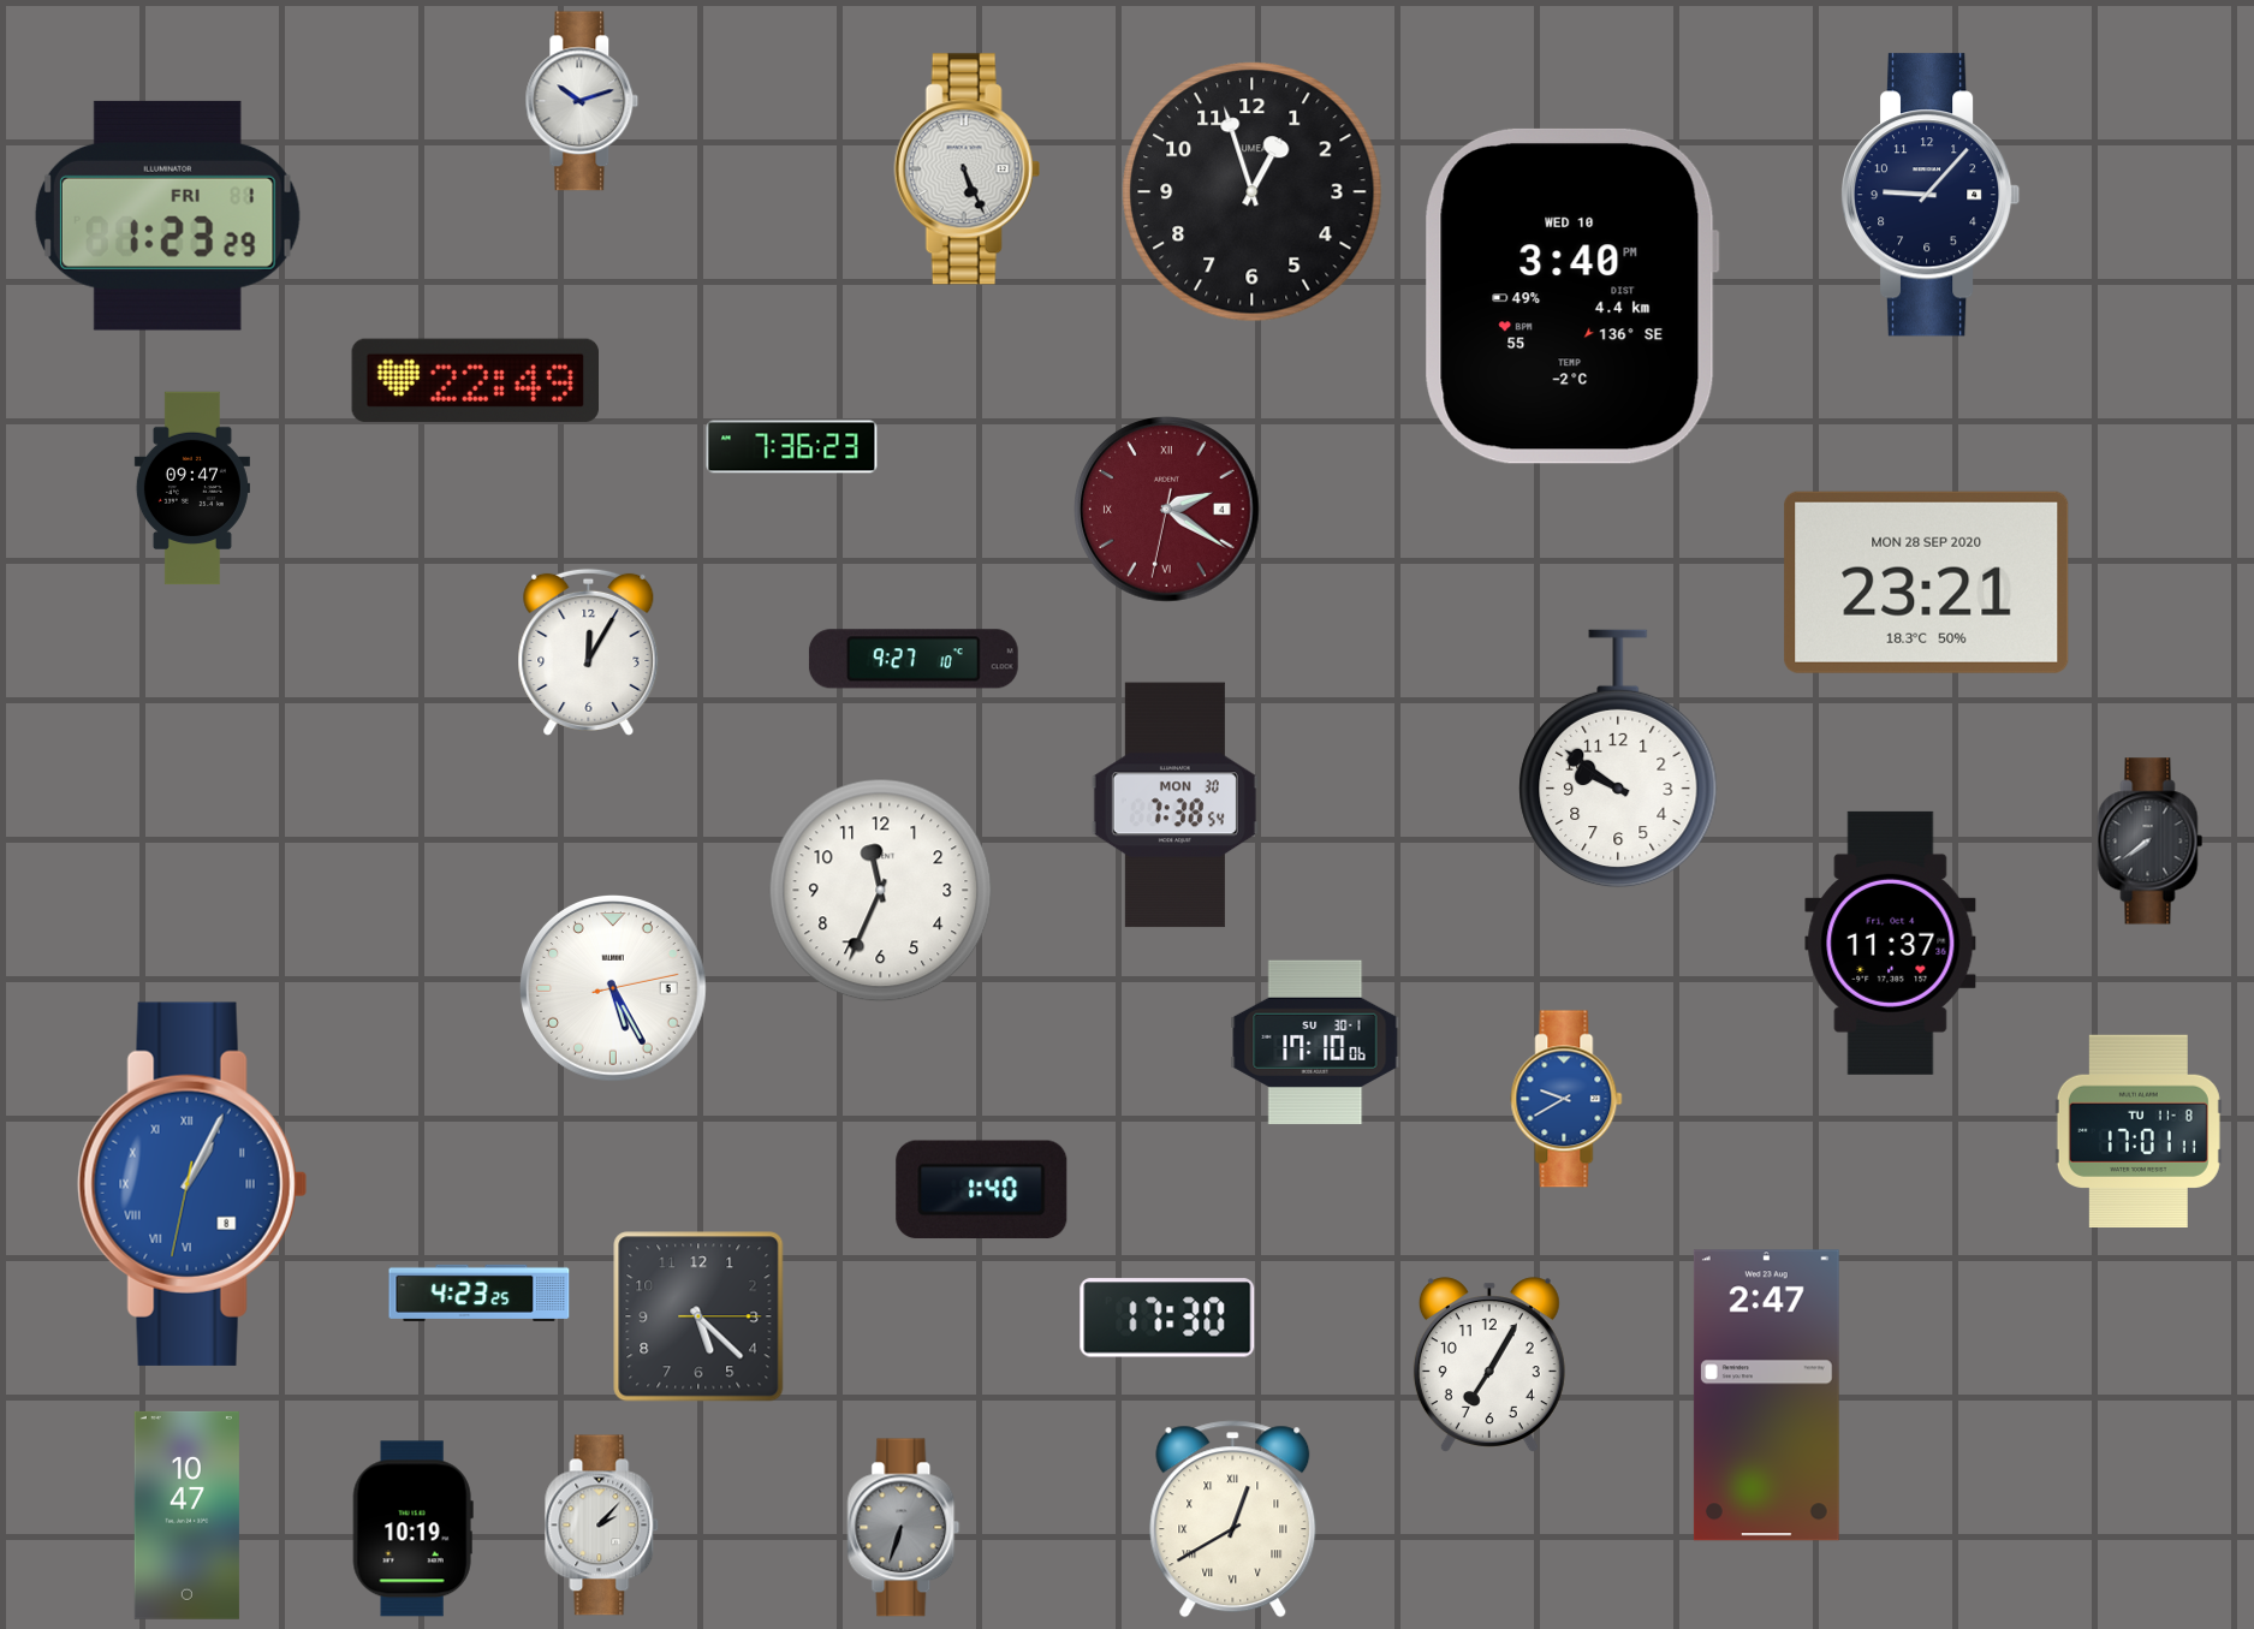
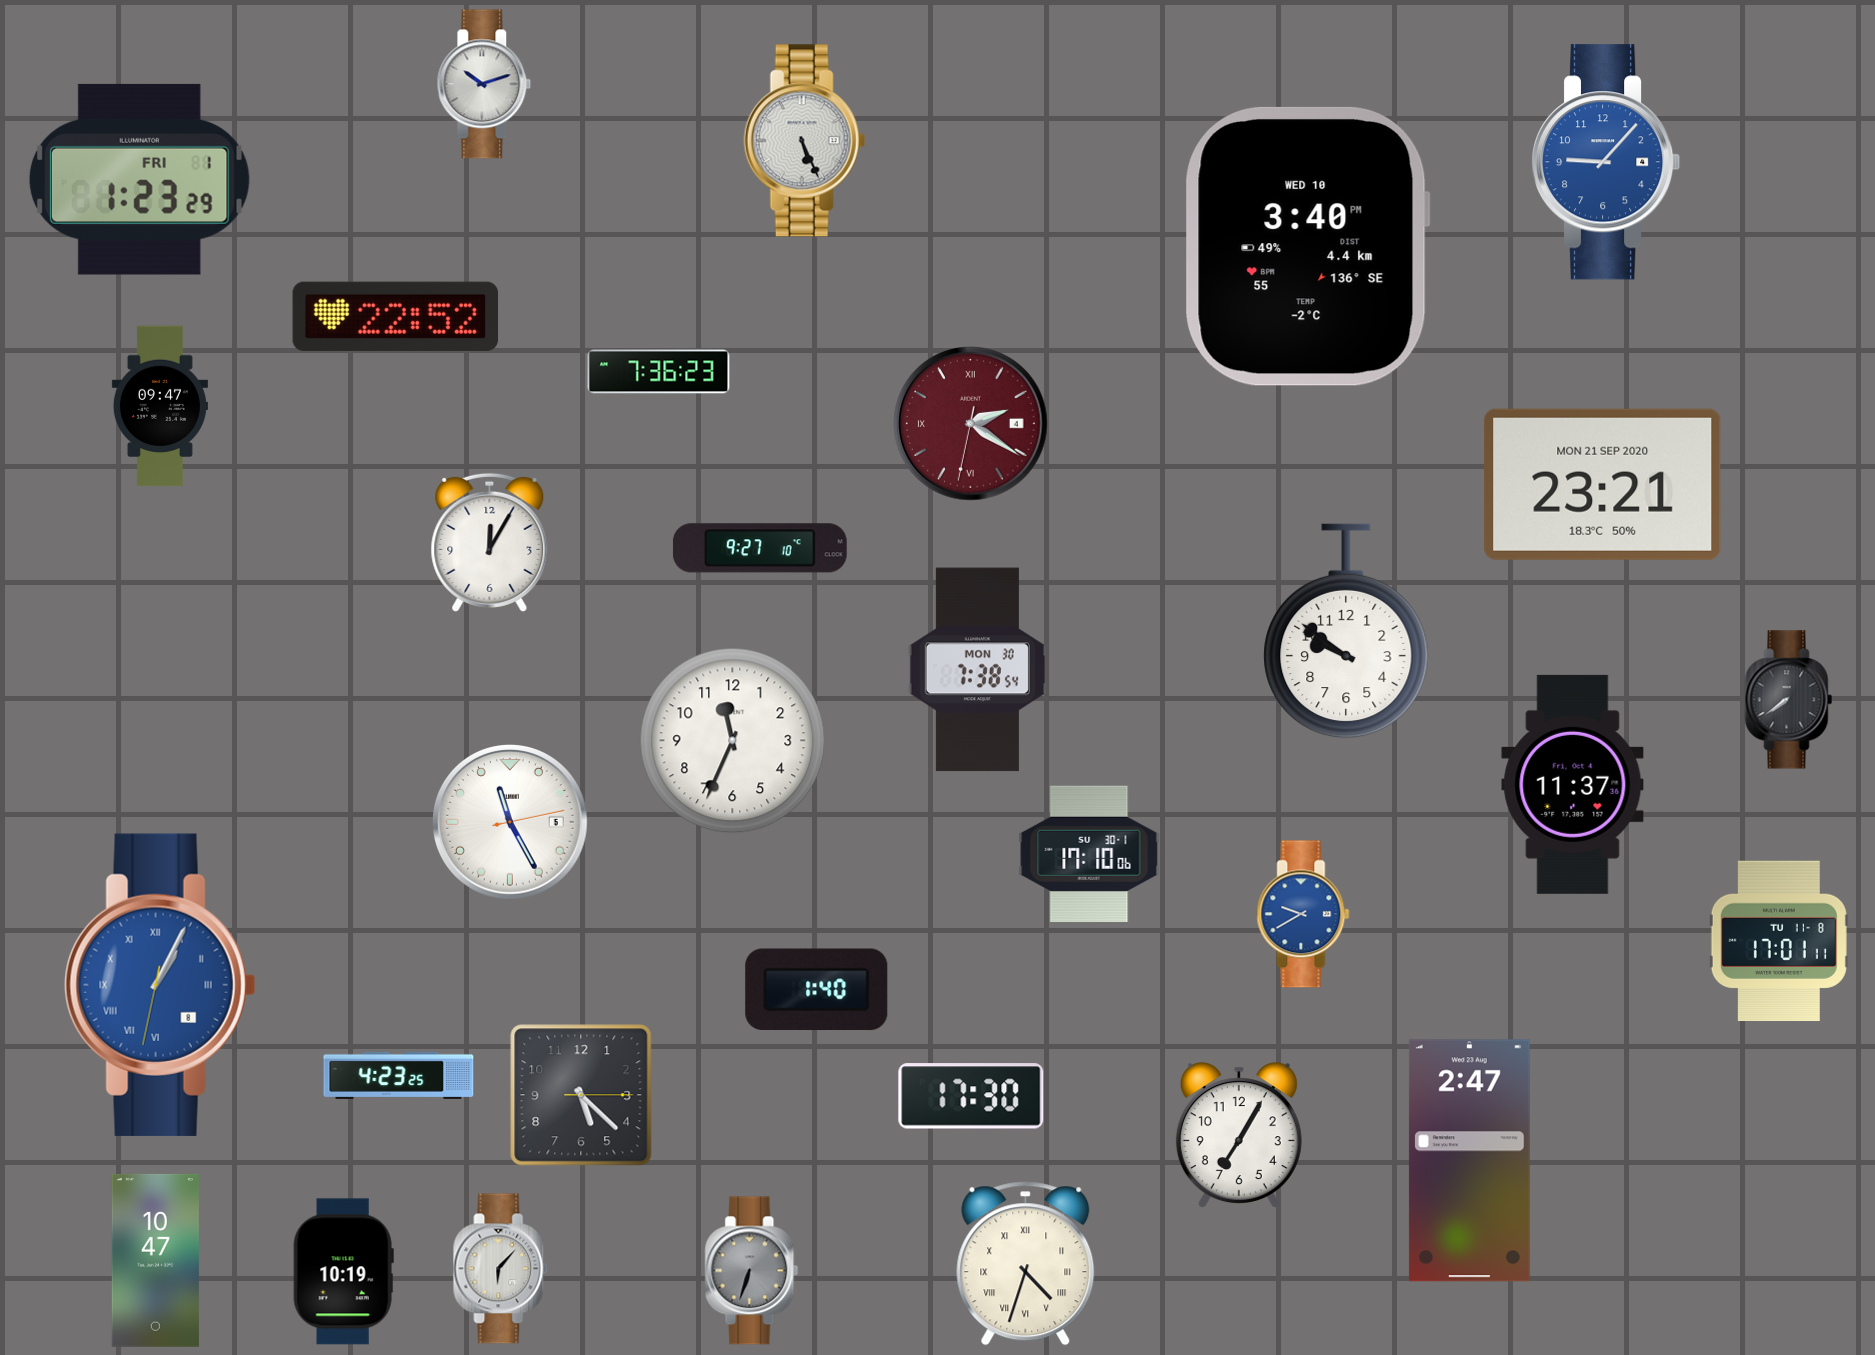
clock at (1253, 192): 12:57 -> none
clock at (1932, 195) dial: navy -> blue
clock at (475, 380): 22:49 -> 22:52
clock at (1927, 582) date: MON 28 SEP 2020 -> MON 21 SEP 2020
clock at (614, 989): 5:25 -> 11:25
clock at (1315, 1042) position: (1315, 1042) -> (1089, 854)
clock at (1233, 1520): 12:40 -> 4:33
clock at (602, 1526): 2:07 -> 6:07
